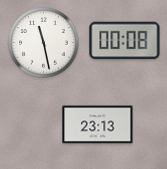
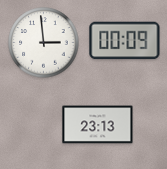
clock at (125, 41): 00:08 -> 00:09
clock at (44, 43): 11:28 -> 2:59
